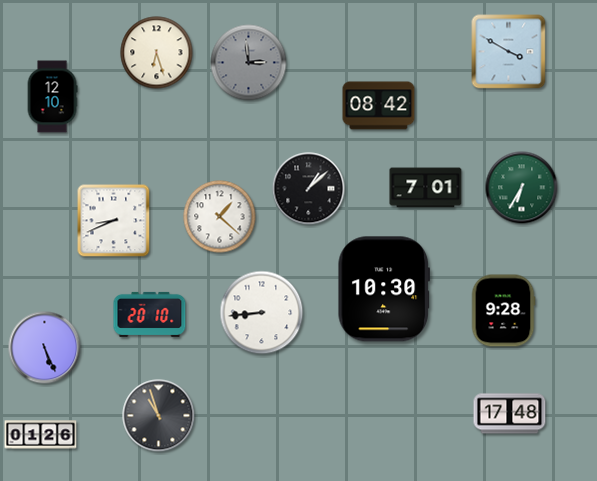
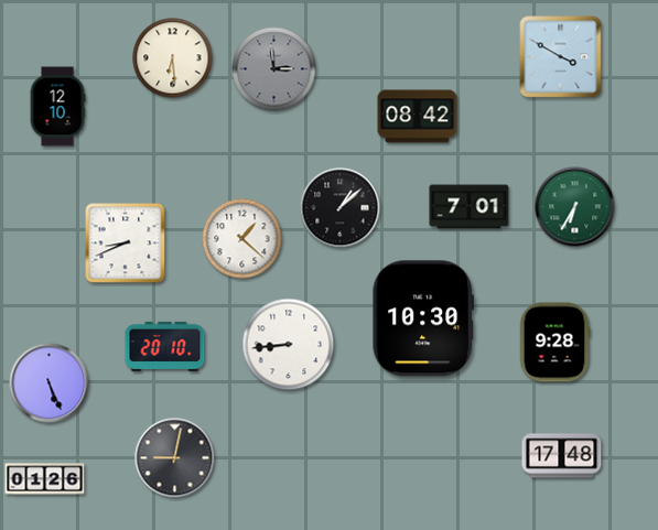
clock at (157, 53): 6:27 -> 6:29
clock at (159, 416): 10:57 -> 9:02
